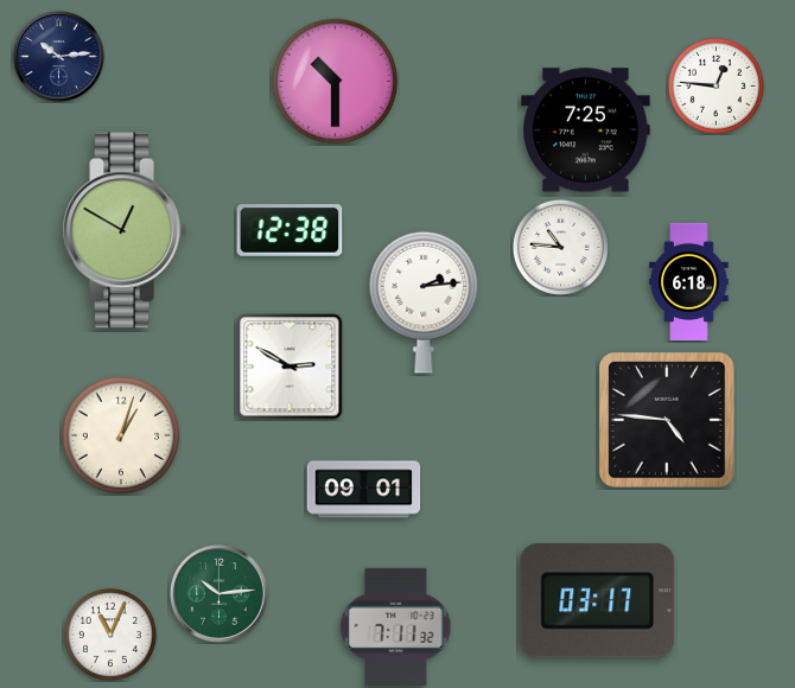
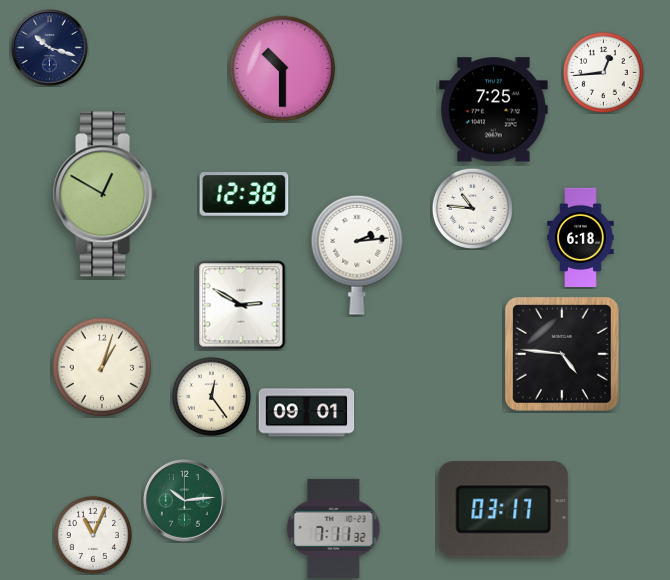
clock at (59, 57): 10:14 -> 10:18
clock at (715, 85): 12:46 -> 12:44
clock at (290, 367) position: (290, 367) -> (241, 305)
clock at (211, 396): none -> 12:24
clock at (598, 601) position: (598, 601) -> (504, 510)
